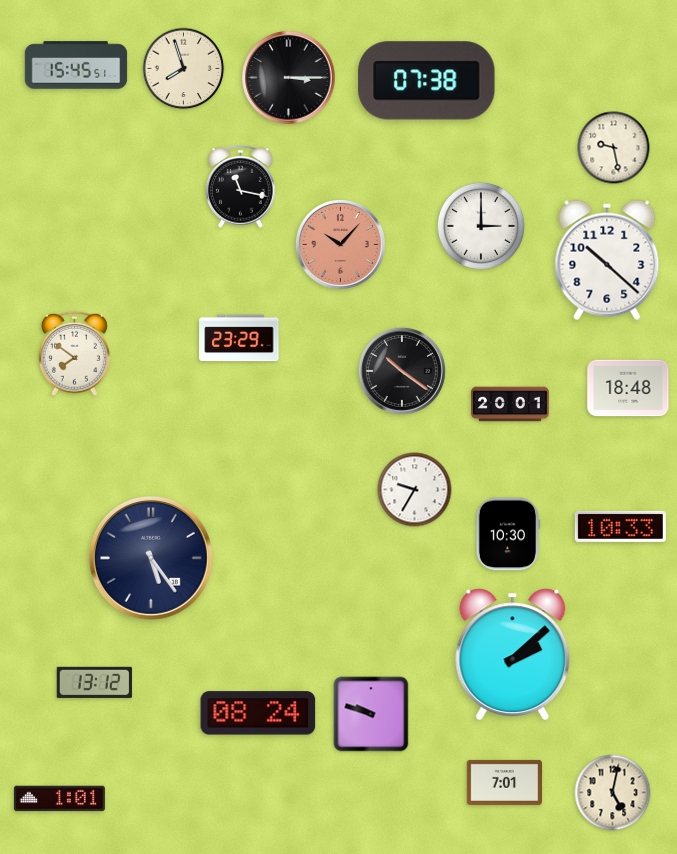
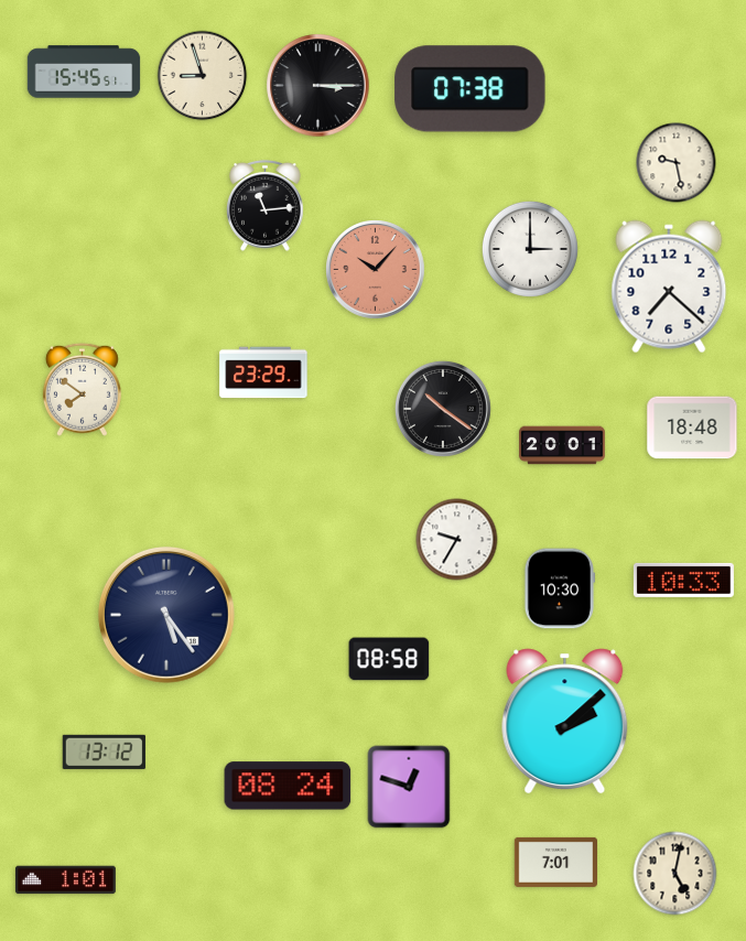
clock at (184, 69): 7:57 -> 8:57
clock at (241, 186): 11:17 -> 11:14
clock at (607, 260): 10:22 -> 7:22
clock at (389, 659): none -> 08:58
clock at (258, 713) position: (258, 713) -> (288, 786)
clock at (371, 714): 9:48 -> 12:48
